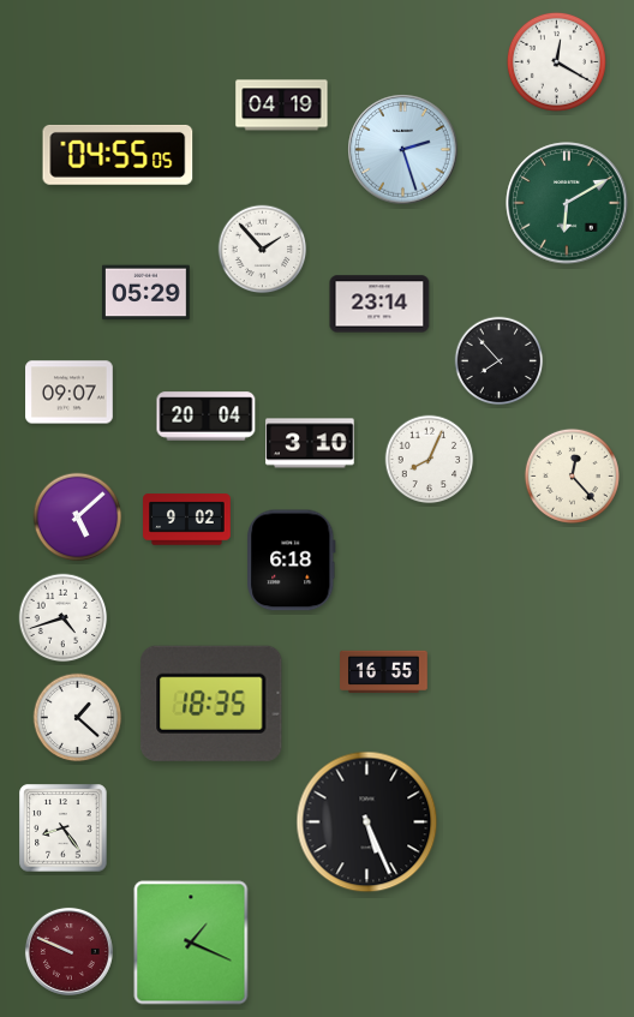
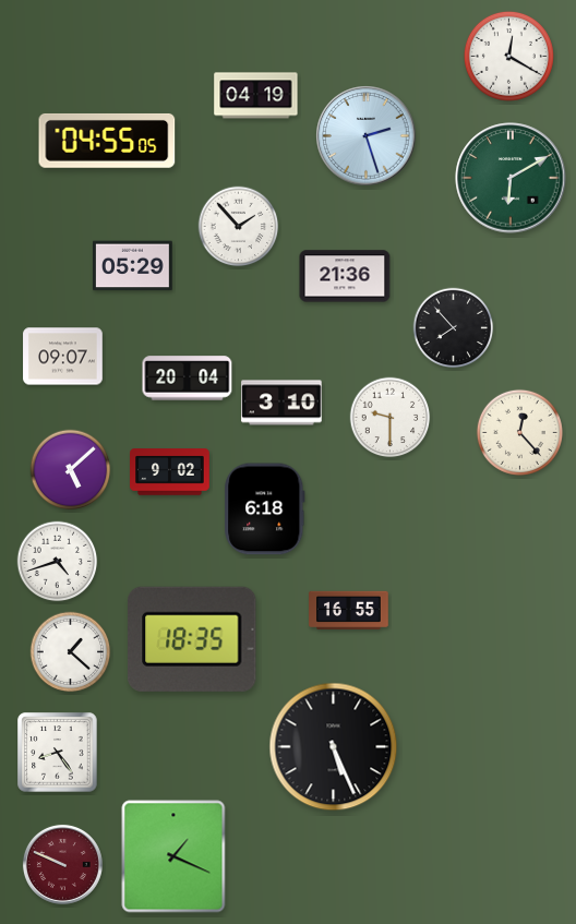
clock at (556, 61) position: (556, 61) -> (508, 56)
clock at (567, 203) position: (567, 203) -> (511, 178)
clock at (379, 304): 23:14 -> 21:36
clock at (430, 460): 8:04 -> 9:30
